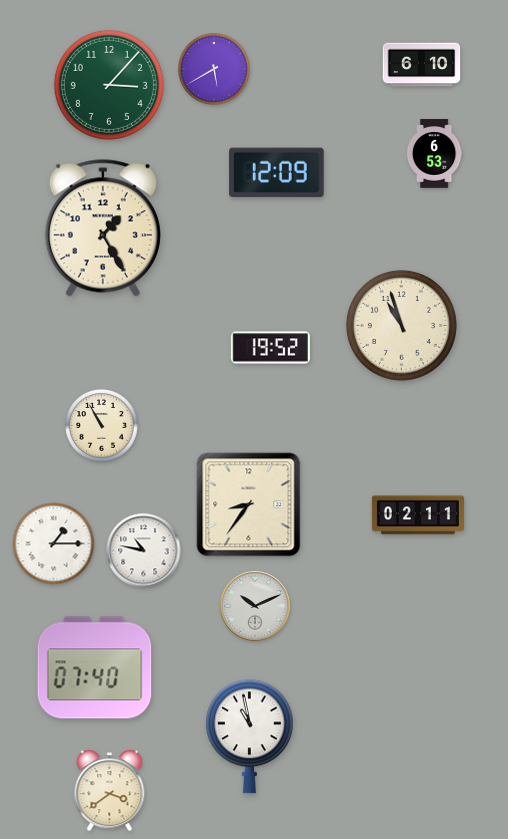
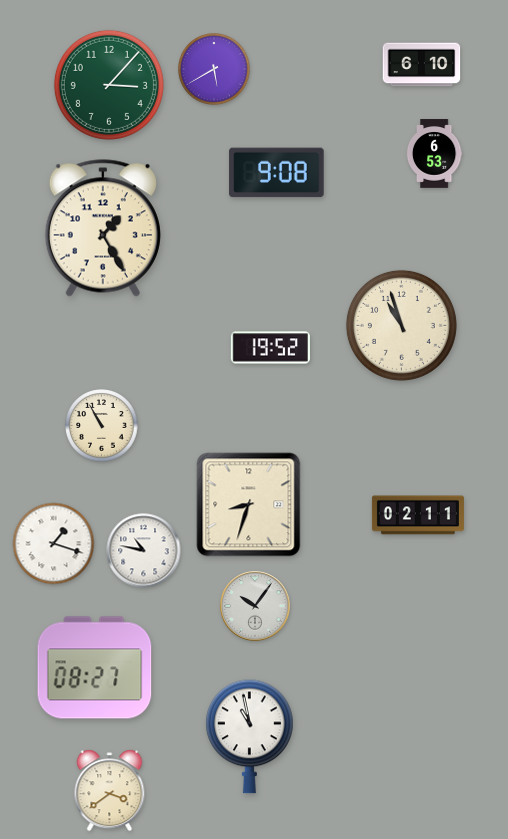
clock at (277, 173): 12:09 -> 9:08
clock at (249, 505): 8:36 -> 8:33
clock at (54, 544): 1:15 -> 1:18
clock at (255, 606): 10:11 -> 10:06
clock at (95, 668): 07:40 -> 08:27
